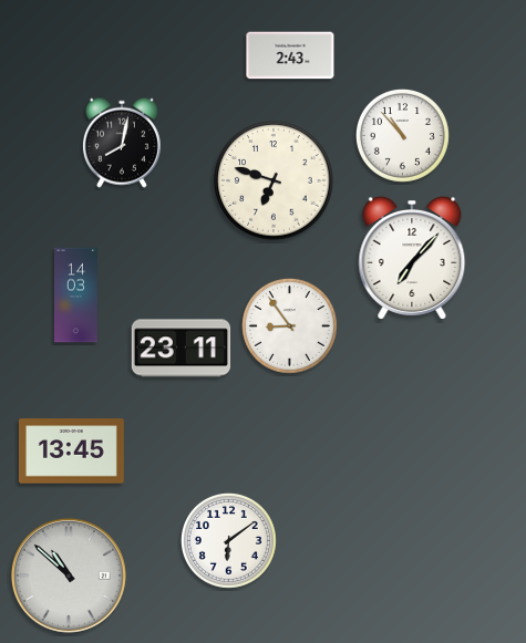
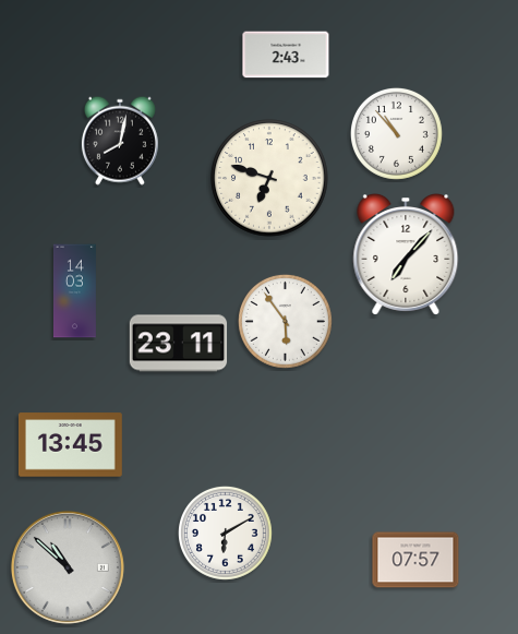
clock at (289, 325): 8:54 -> 5:54
clock at (228, 540): 6:09 -> 6:10
clock at (415, 560): none -> 07:57
